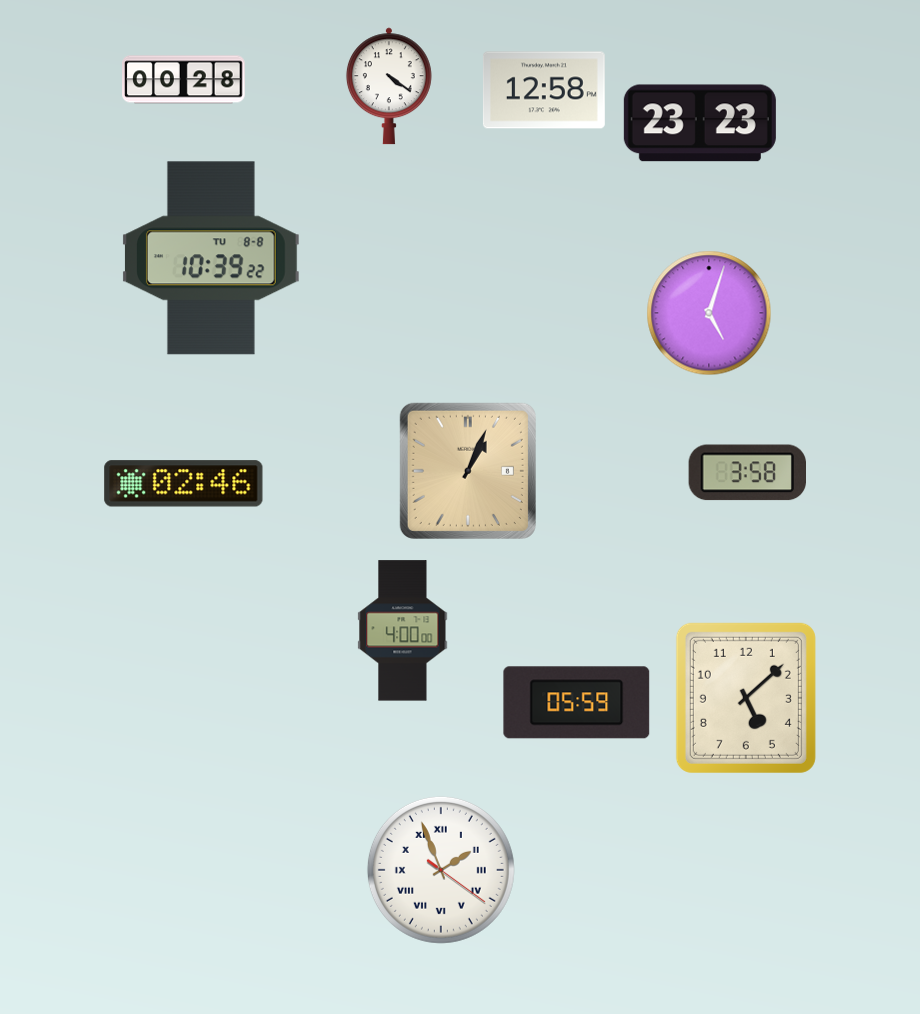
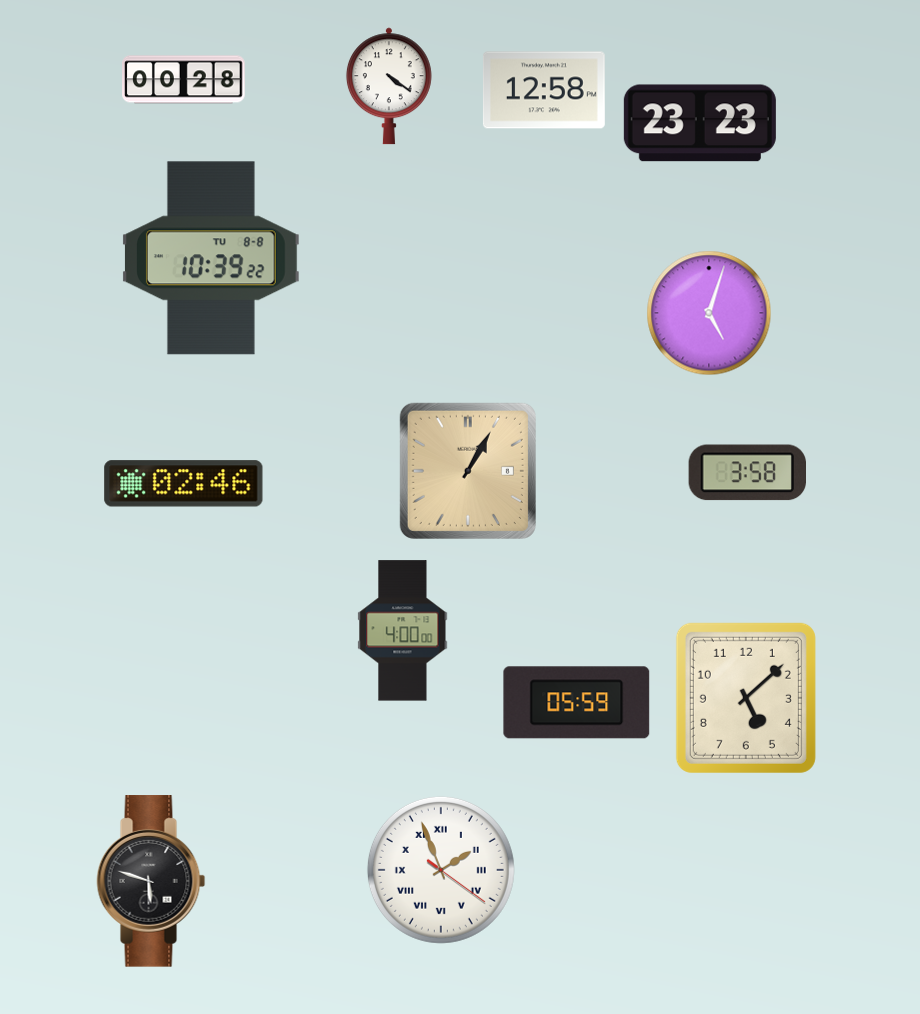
clock at (468, 471): 1:04 -> 1:05
clock at (151, 881): none -> 5:48
